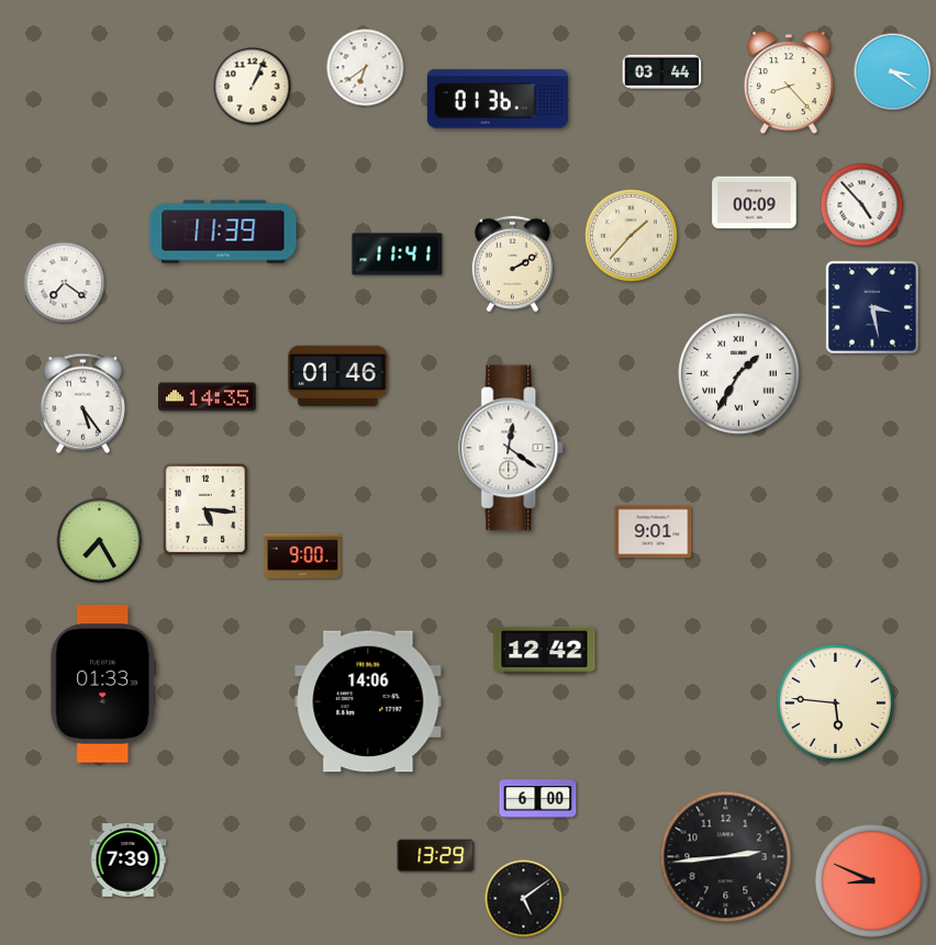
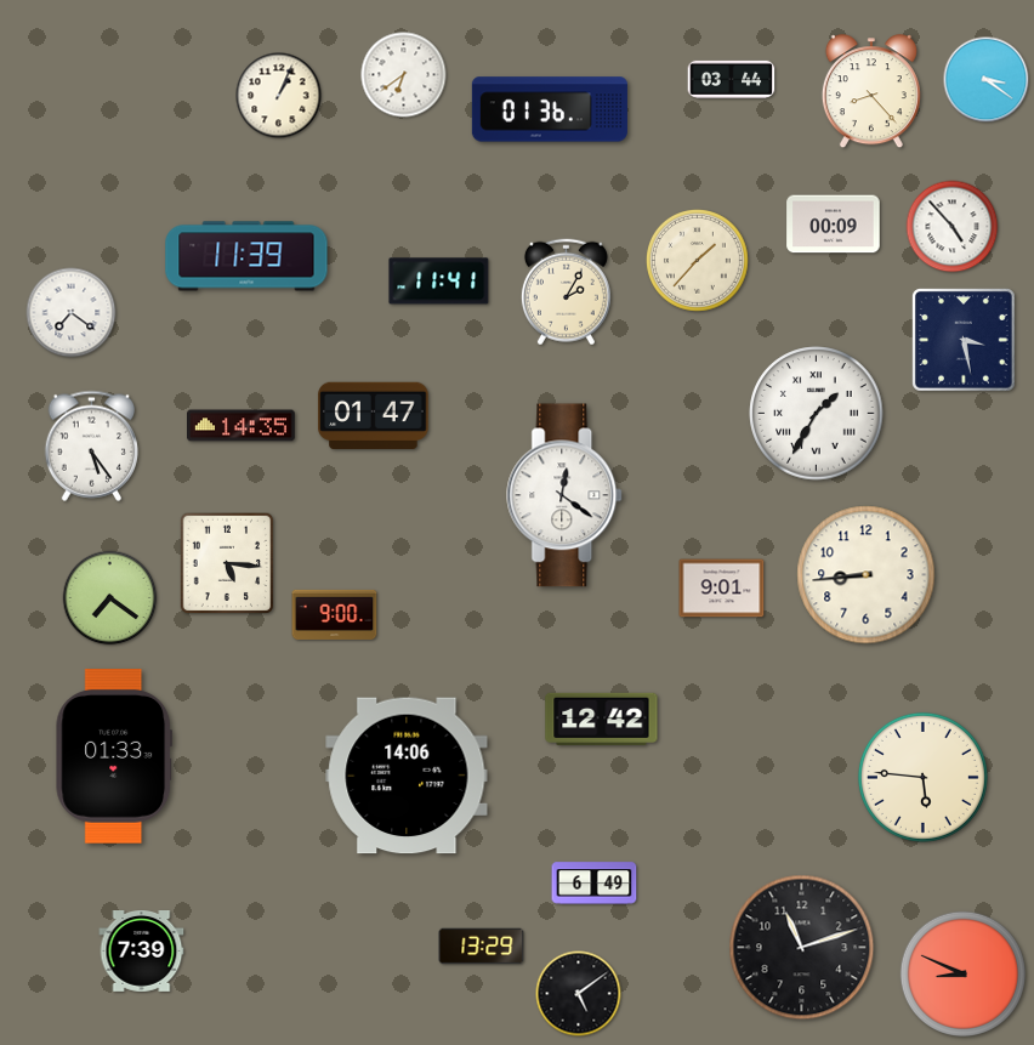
clock at (512, 265): 2:10 -> 2:05
clock at (338, 375): 01:46 -> 01:47
clock at (208, 397) position: (208, 397) -> (242, 426)
clock at (867, 575): none -> 8:44
clock at (100, 541): 7:25 -> 7:21
clock at (538, 799): 6:00 -> 6:49
clock at (726, 857): 2:44 -> 11:12
